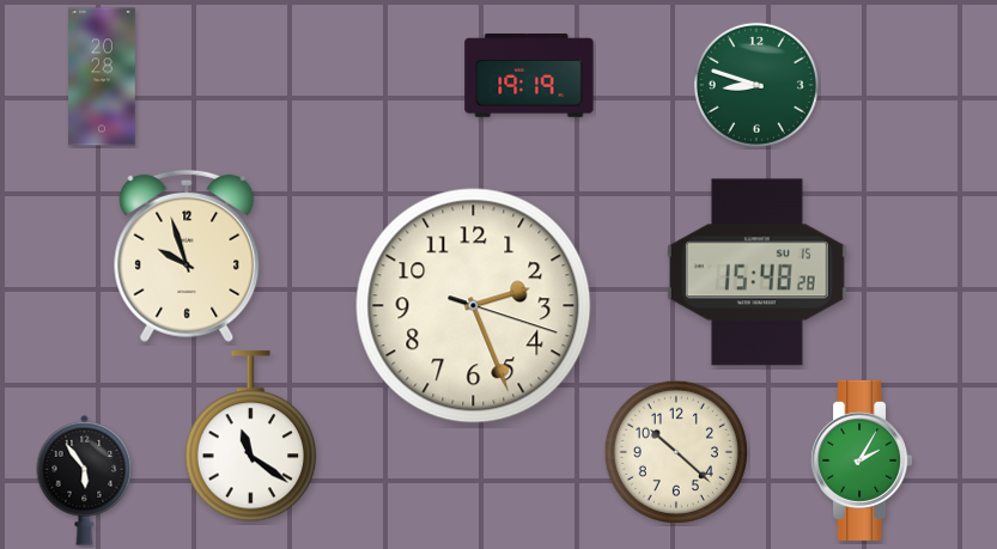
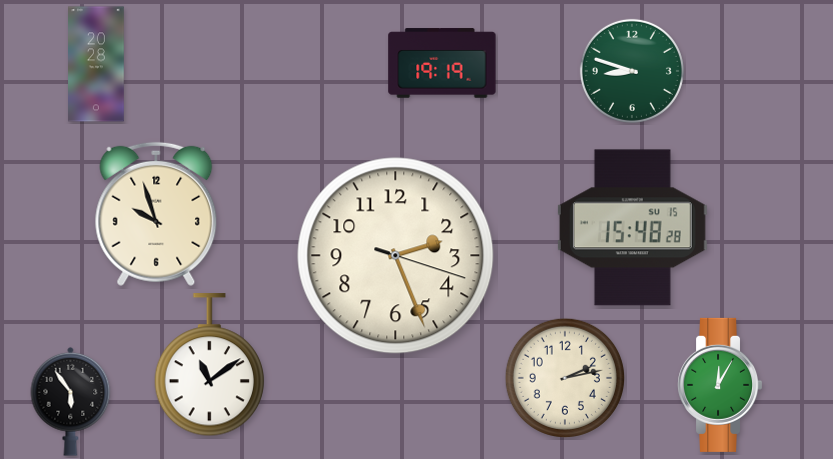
clock at (102, 77) position: (102, 77) -> (96, 64)
clock at (251, 437): 11:21 -> 11:09
clock at (676, 452): 10:22 -> 2:13
clock at (862, 460): 2:05 -> 12:05
